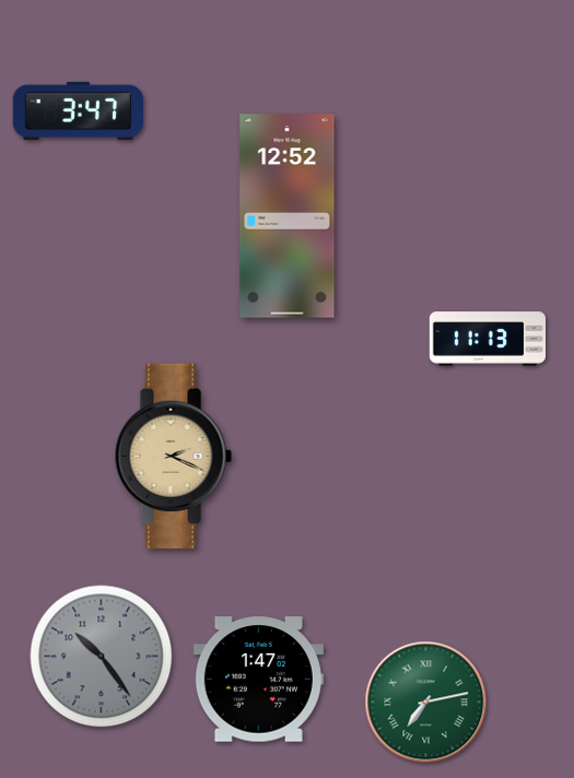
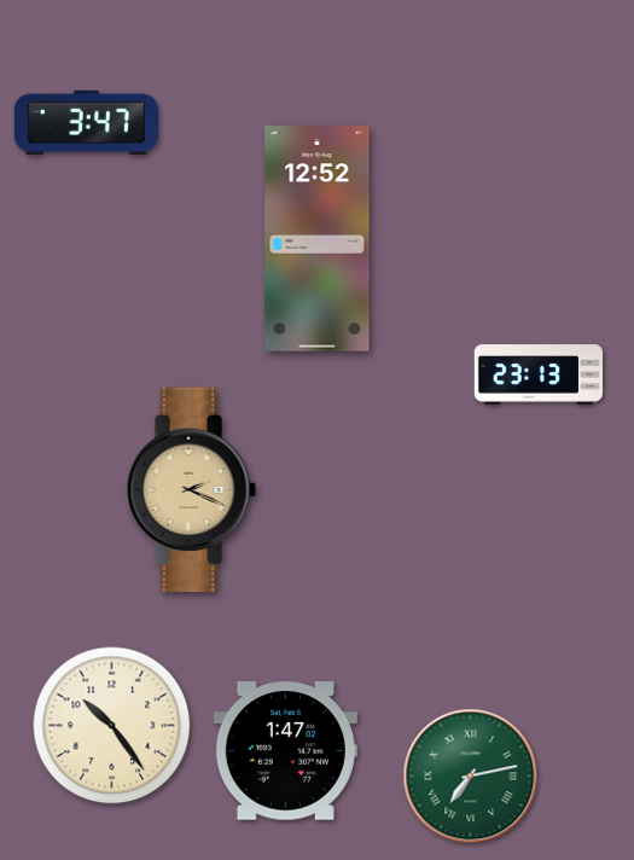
clock at (487, 339): 11:13 -> 23:13
clock at (173, 456) position: (173, 456) -> (191, 489)
clock at (102, 657) dial: grey -> cream
